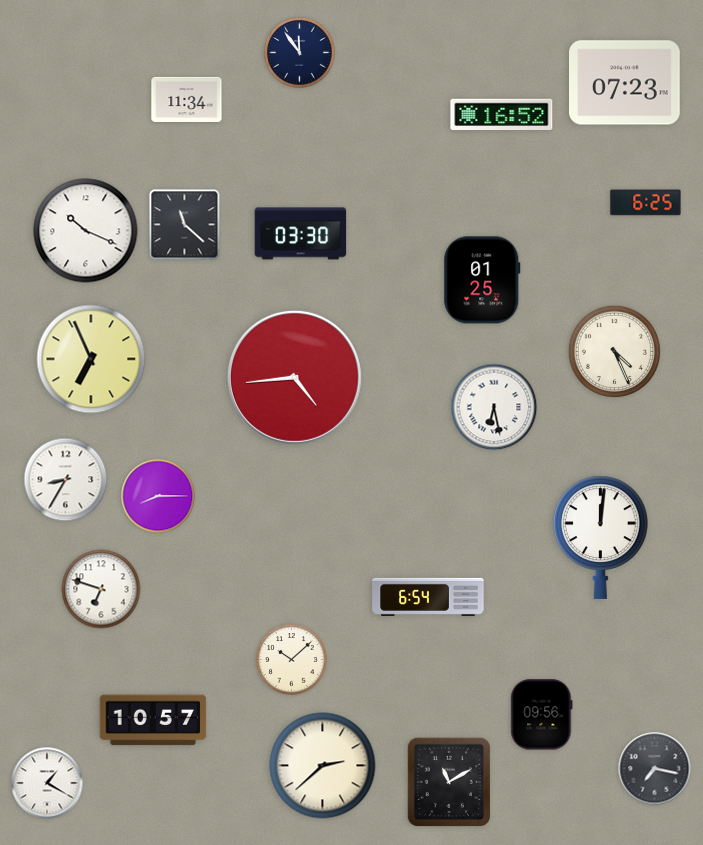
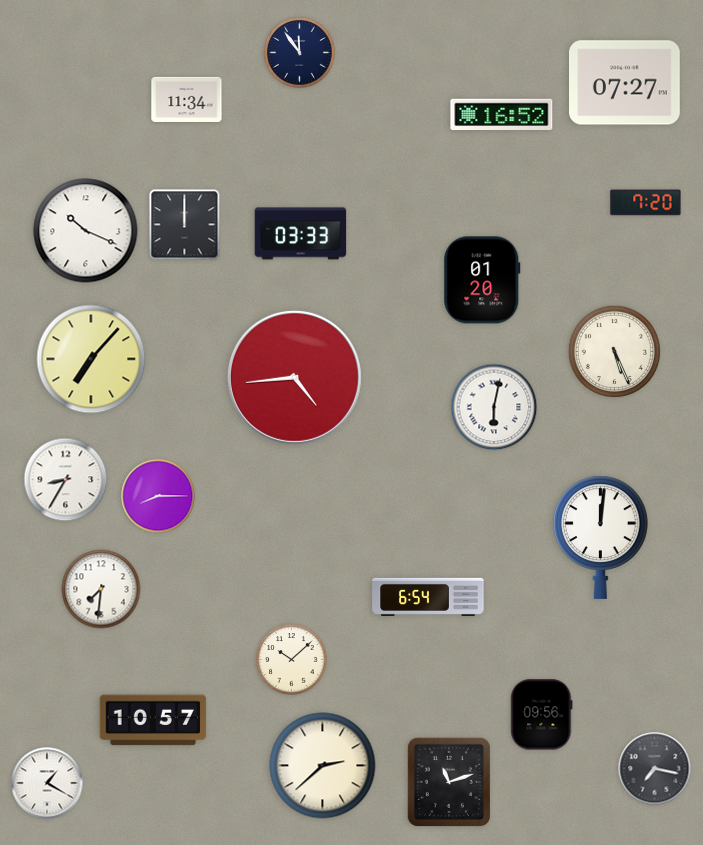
clock at (625, 83): 07:23 -> 07:27
clock at (646, 203): 6:25 -> 7:20
clock at (185, 225): 11:22 -> 12:00
clock at (301, 234): 03:30 -> 03:33
clock at (482, 280): 01:25 -> 01:20
clock at (614, 351): 4:26 -> 5:26
clock at (91, 359): 6:56 -> 7:07
clock at (494, 407): 6:28 -> 6:02
clock at (101, 589): 6:48 -> 7:31
clock at (449, 781): 11:10 -> 11:12
